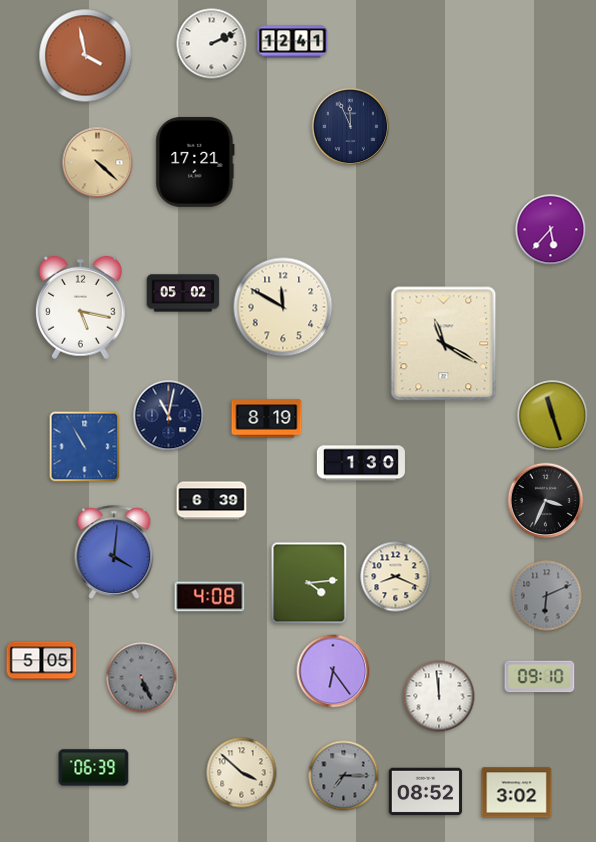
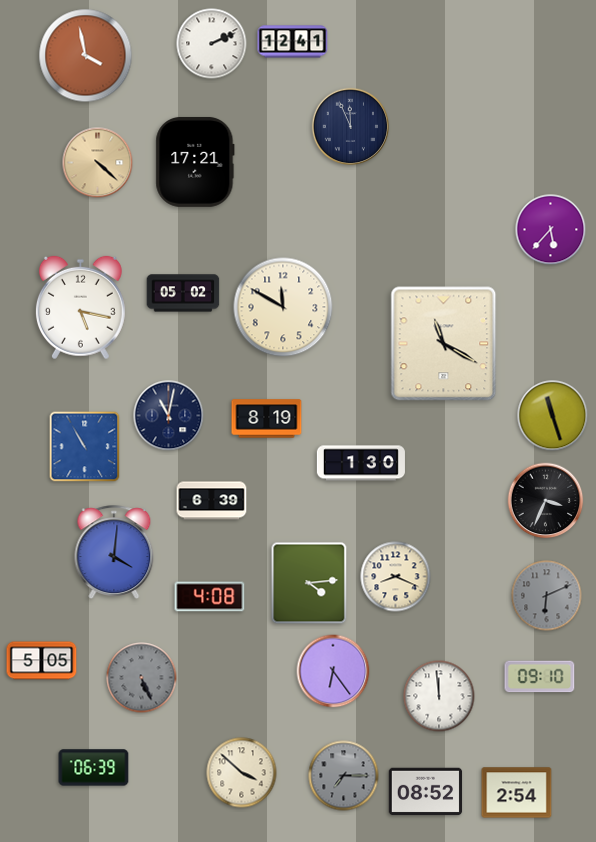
clock at (517, 793): 3:02 -> 2:54
